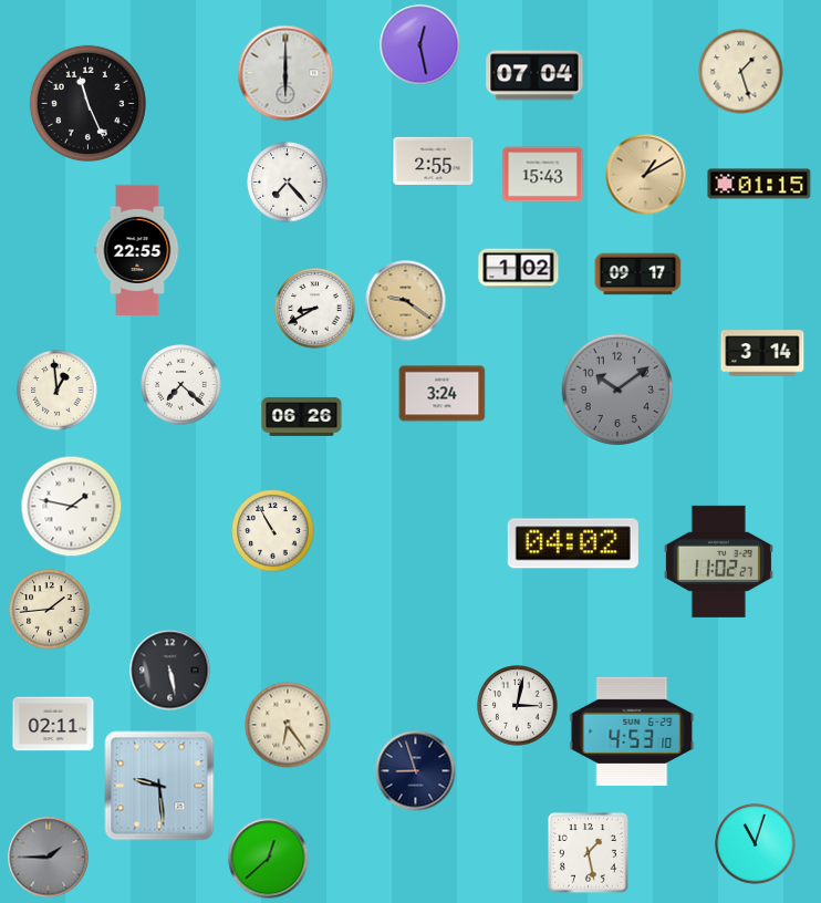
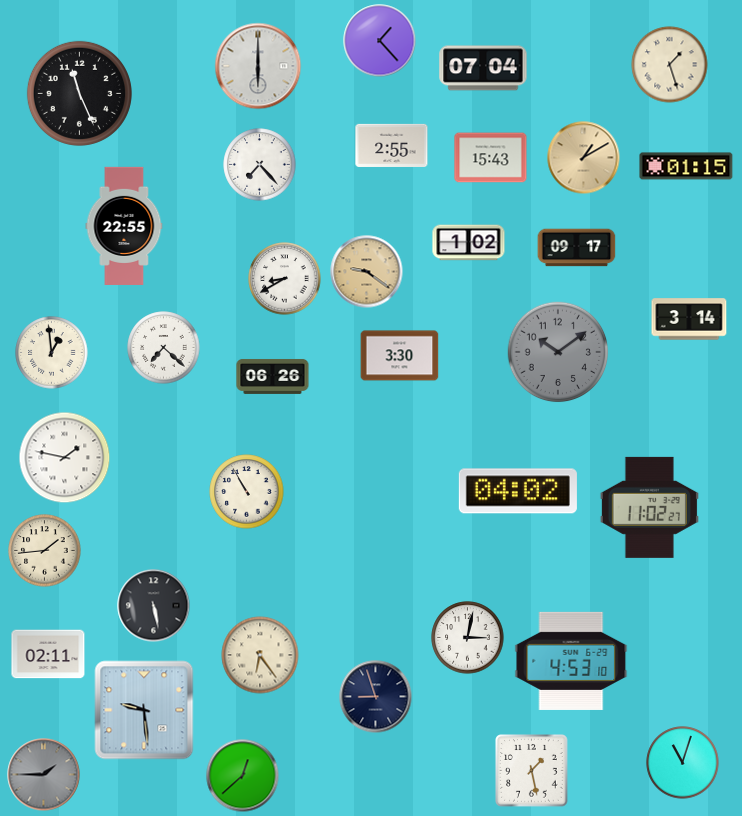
clock at (420, 45): 12:28 -> 1:23
clock at (443, 394): 3:24 -> 3:30
clock at (273, 531) position: (273, 531) -> (247, 492)
